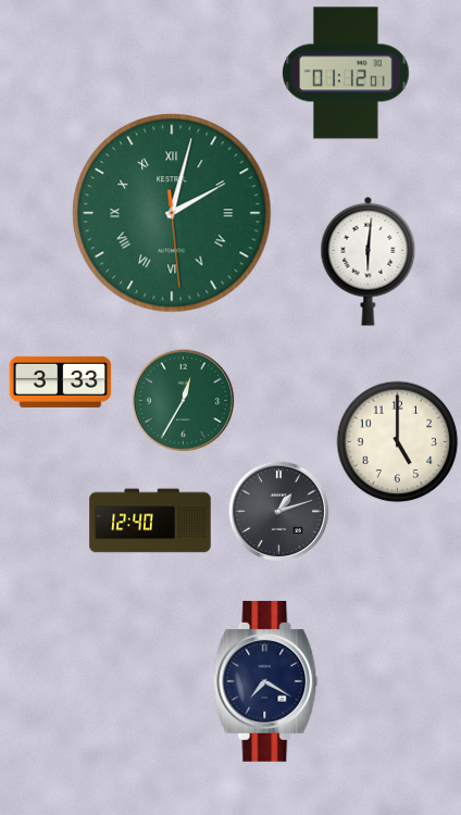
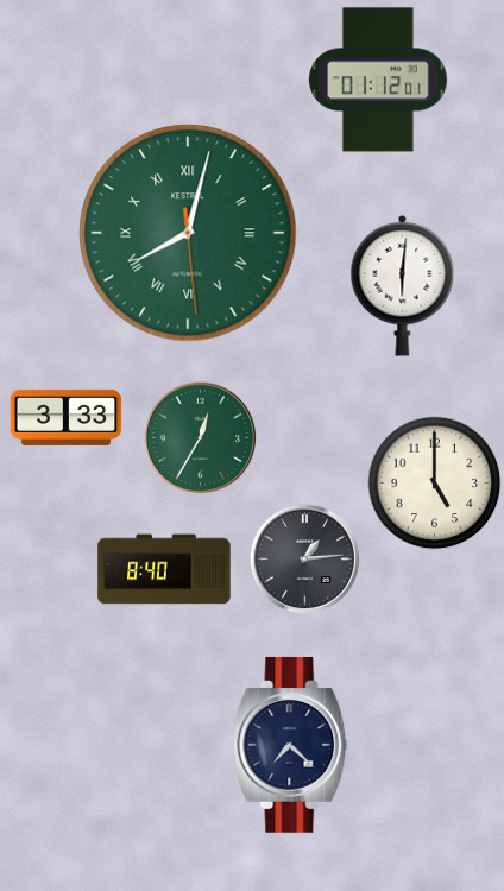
clock at (172, 213): 2:02 -> 8:02
clock at (278, 511): 1:12 -> 1:14
clock at (150, 521): 12:40 -> 8:40
clock at (265, 681): 7:20 -> 7:22
